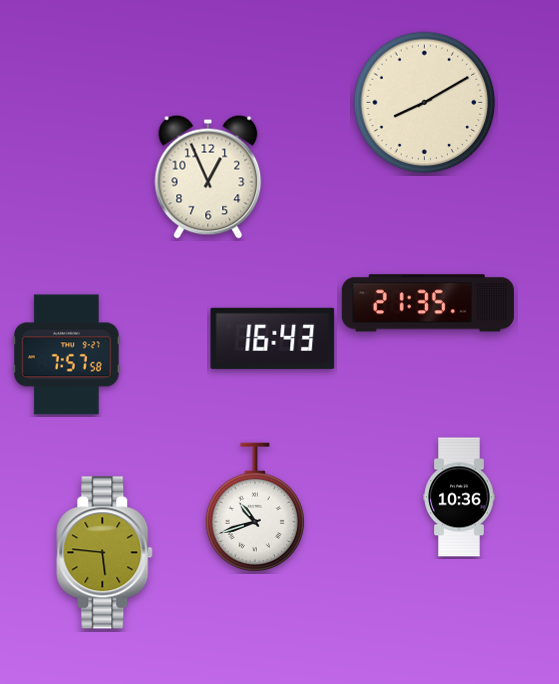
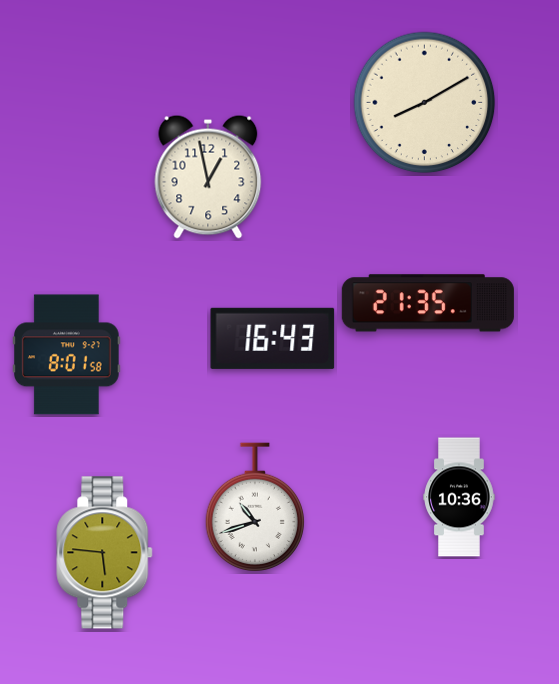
clock at (208, 177): 12:56 -> 12:58
clock at (67, 355): 7:57 -> 8:01
